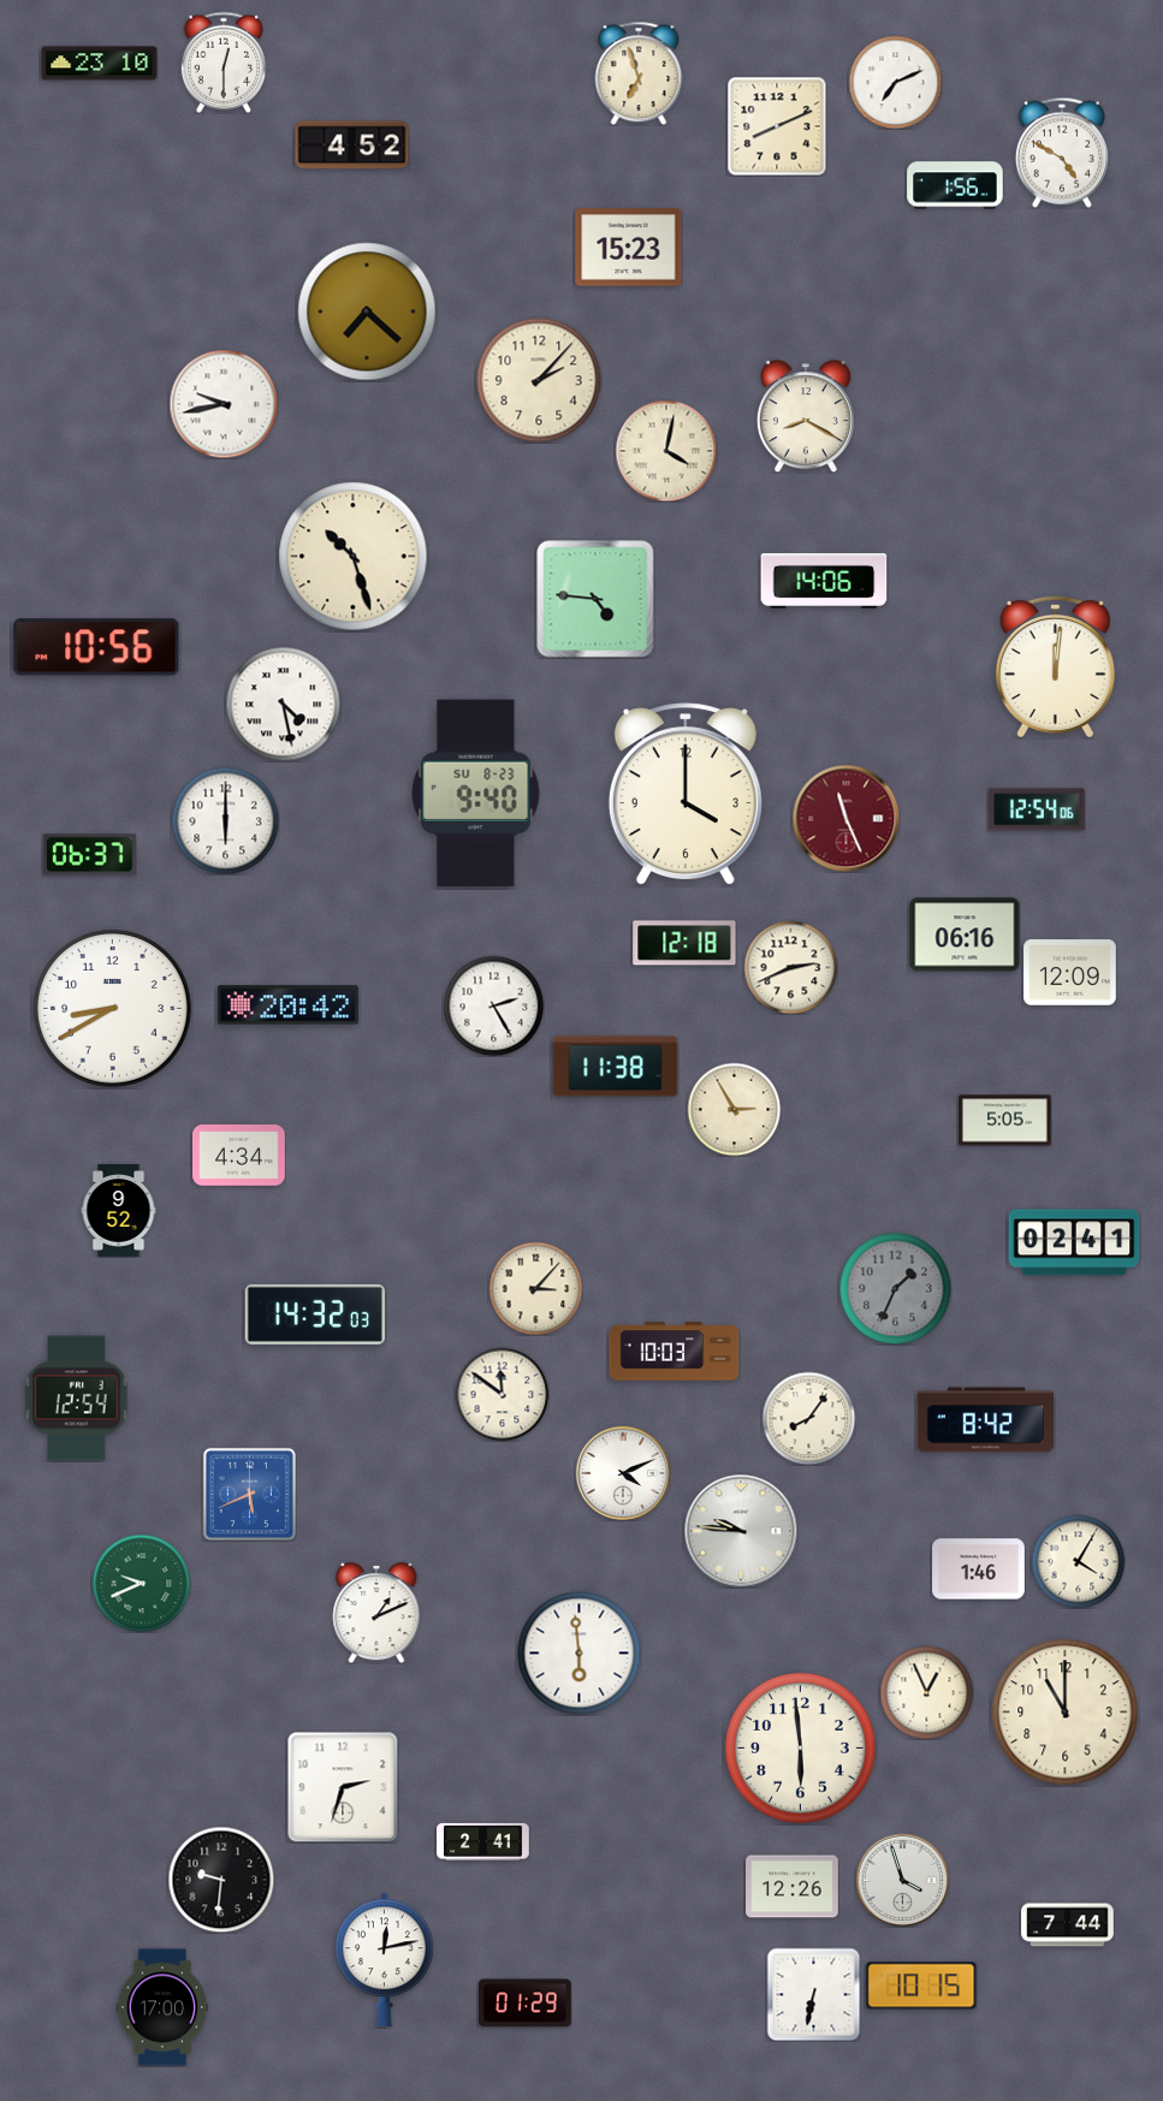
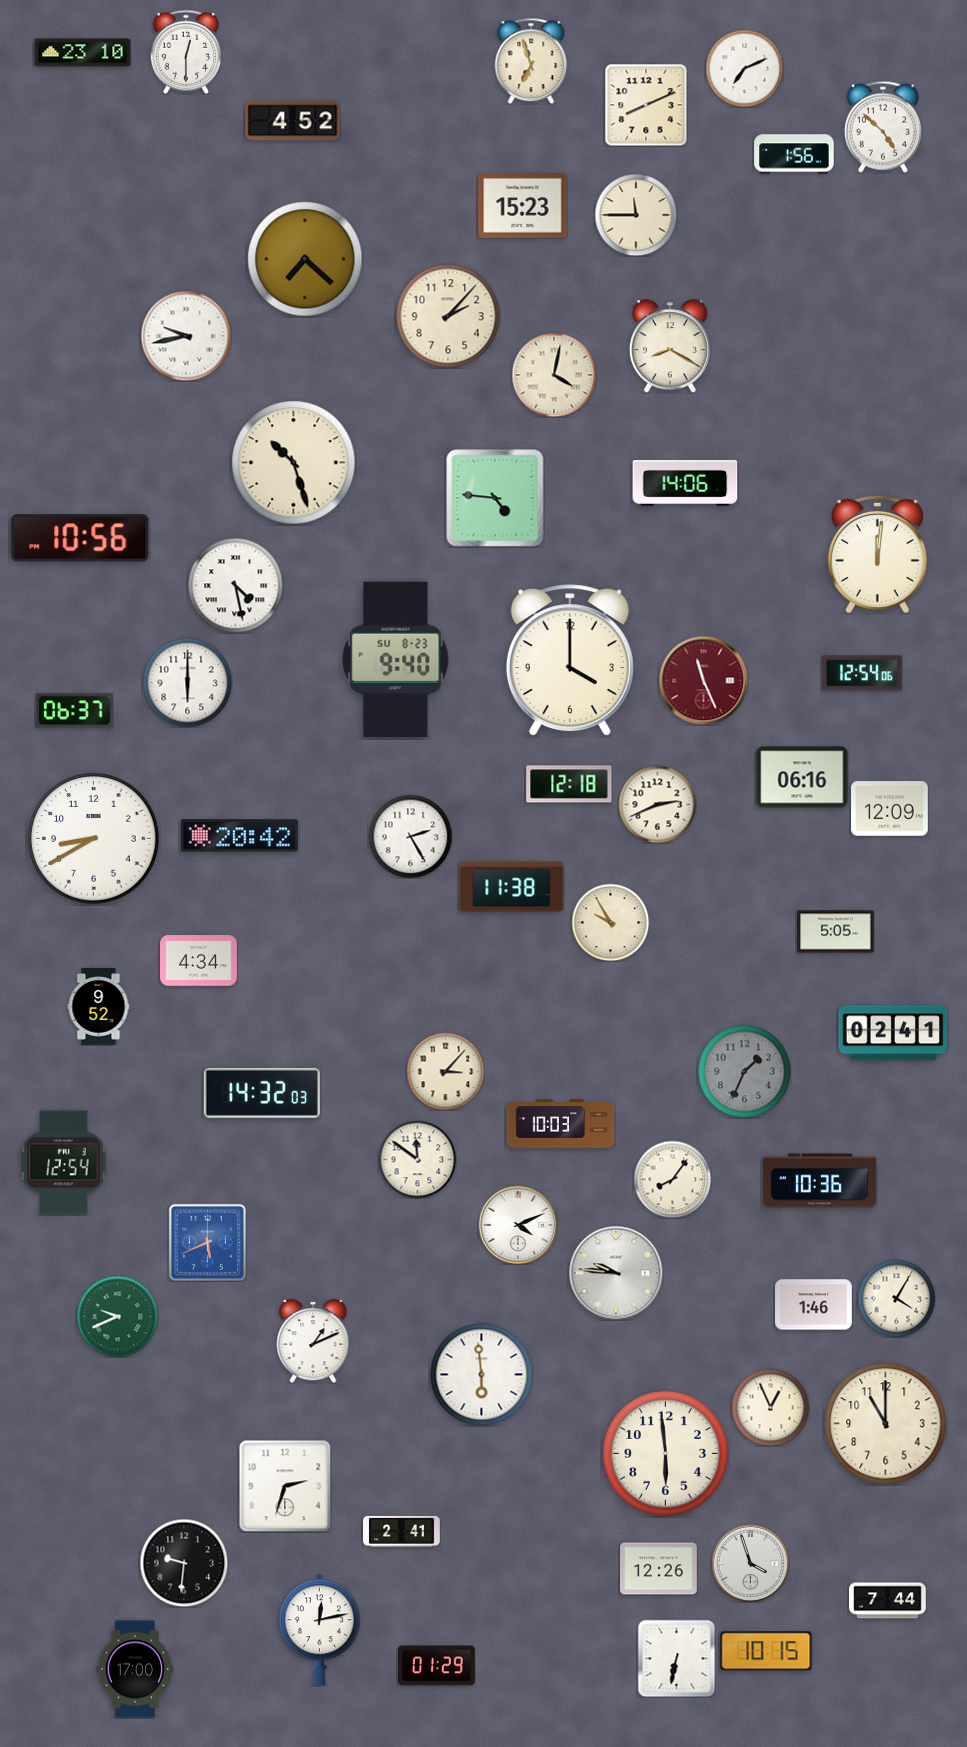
clock at (1062, 153): 4:50 -> 4:52
clock at (636, 215): none -> 11:45
clock at (734, 1109): 2:55 -> 9:55
clock at (986, 1420): 8:42 -> 10:36
